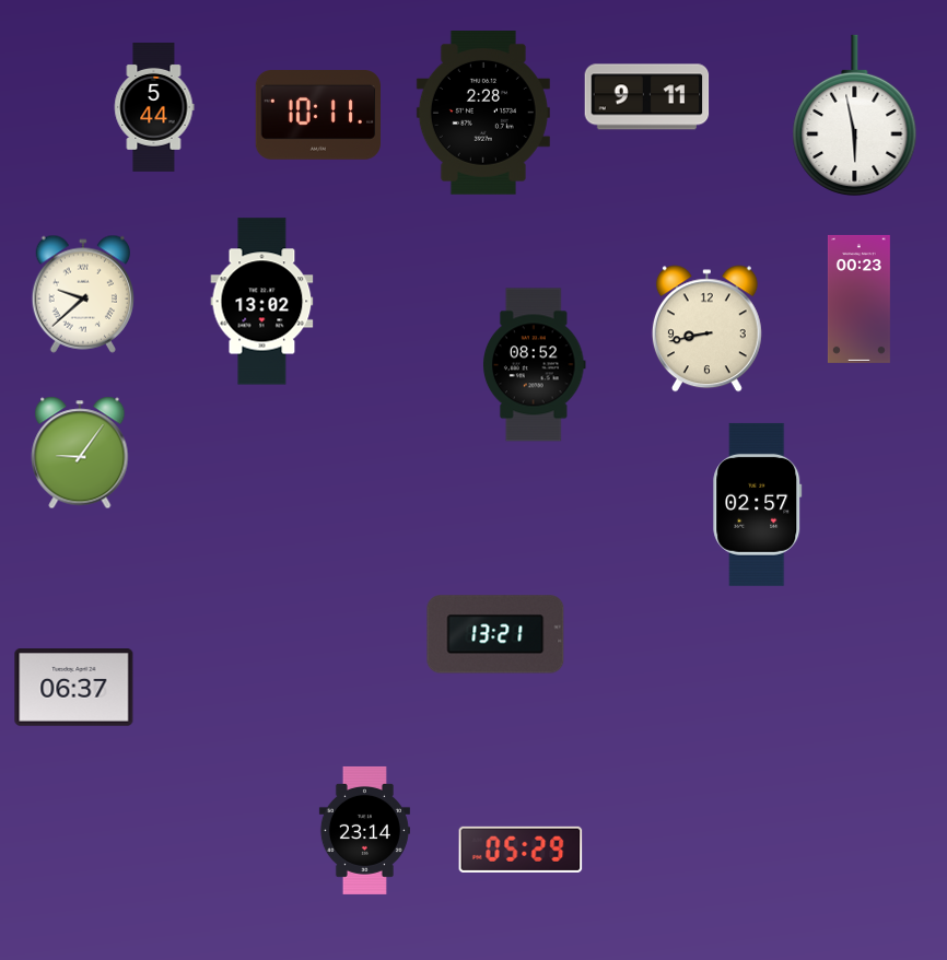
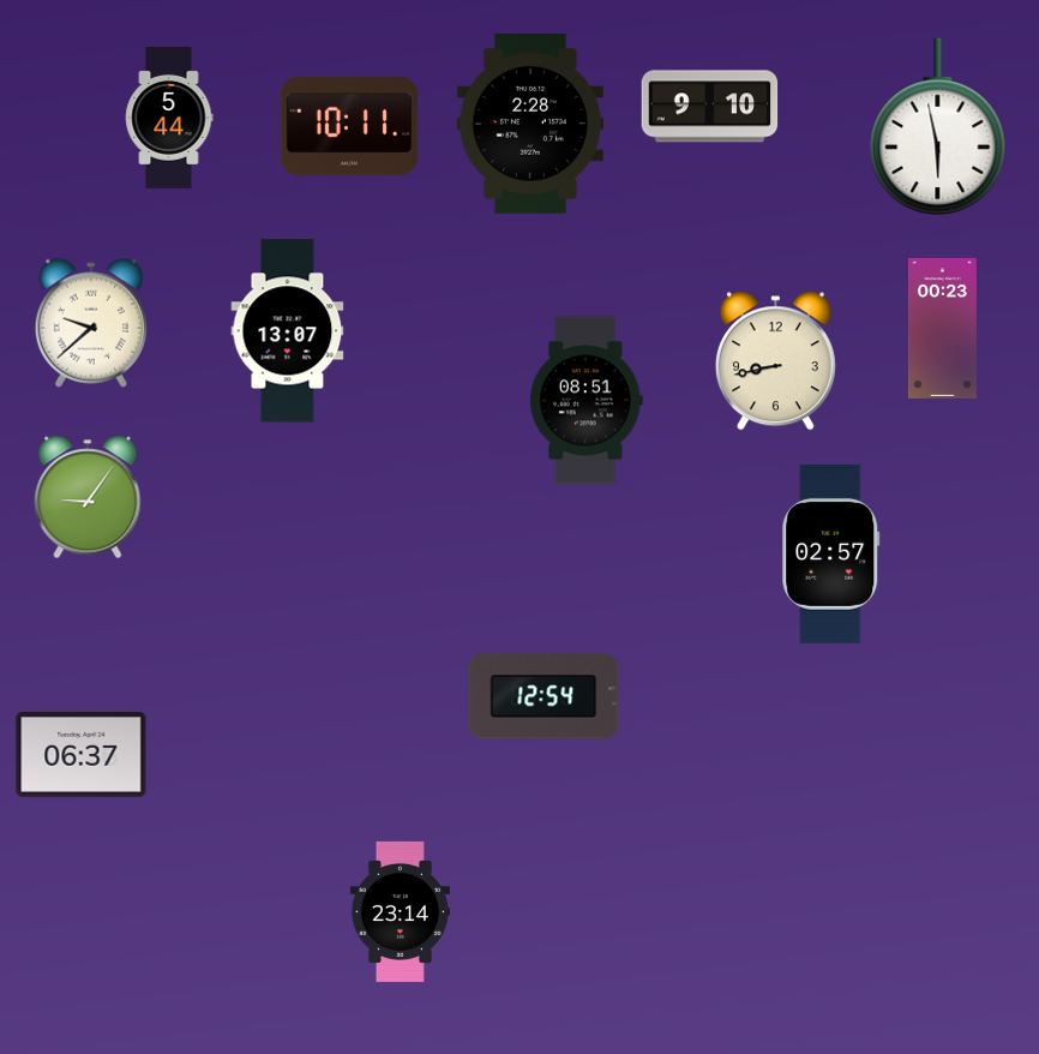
clock at (647, 97): 9:11 -> 9:10
clock at (262, 302): 13:02 -> 13:07
clock at (535, 365): 08:52 -> 08:51
clock at (495, 634): 13:21 -> 12:54
clock at (521, 850): 05:29 -> none
